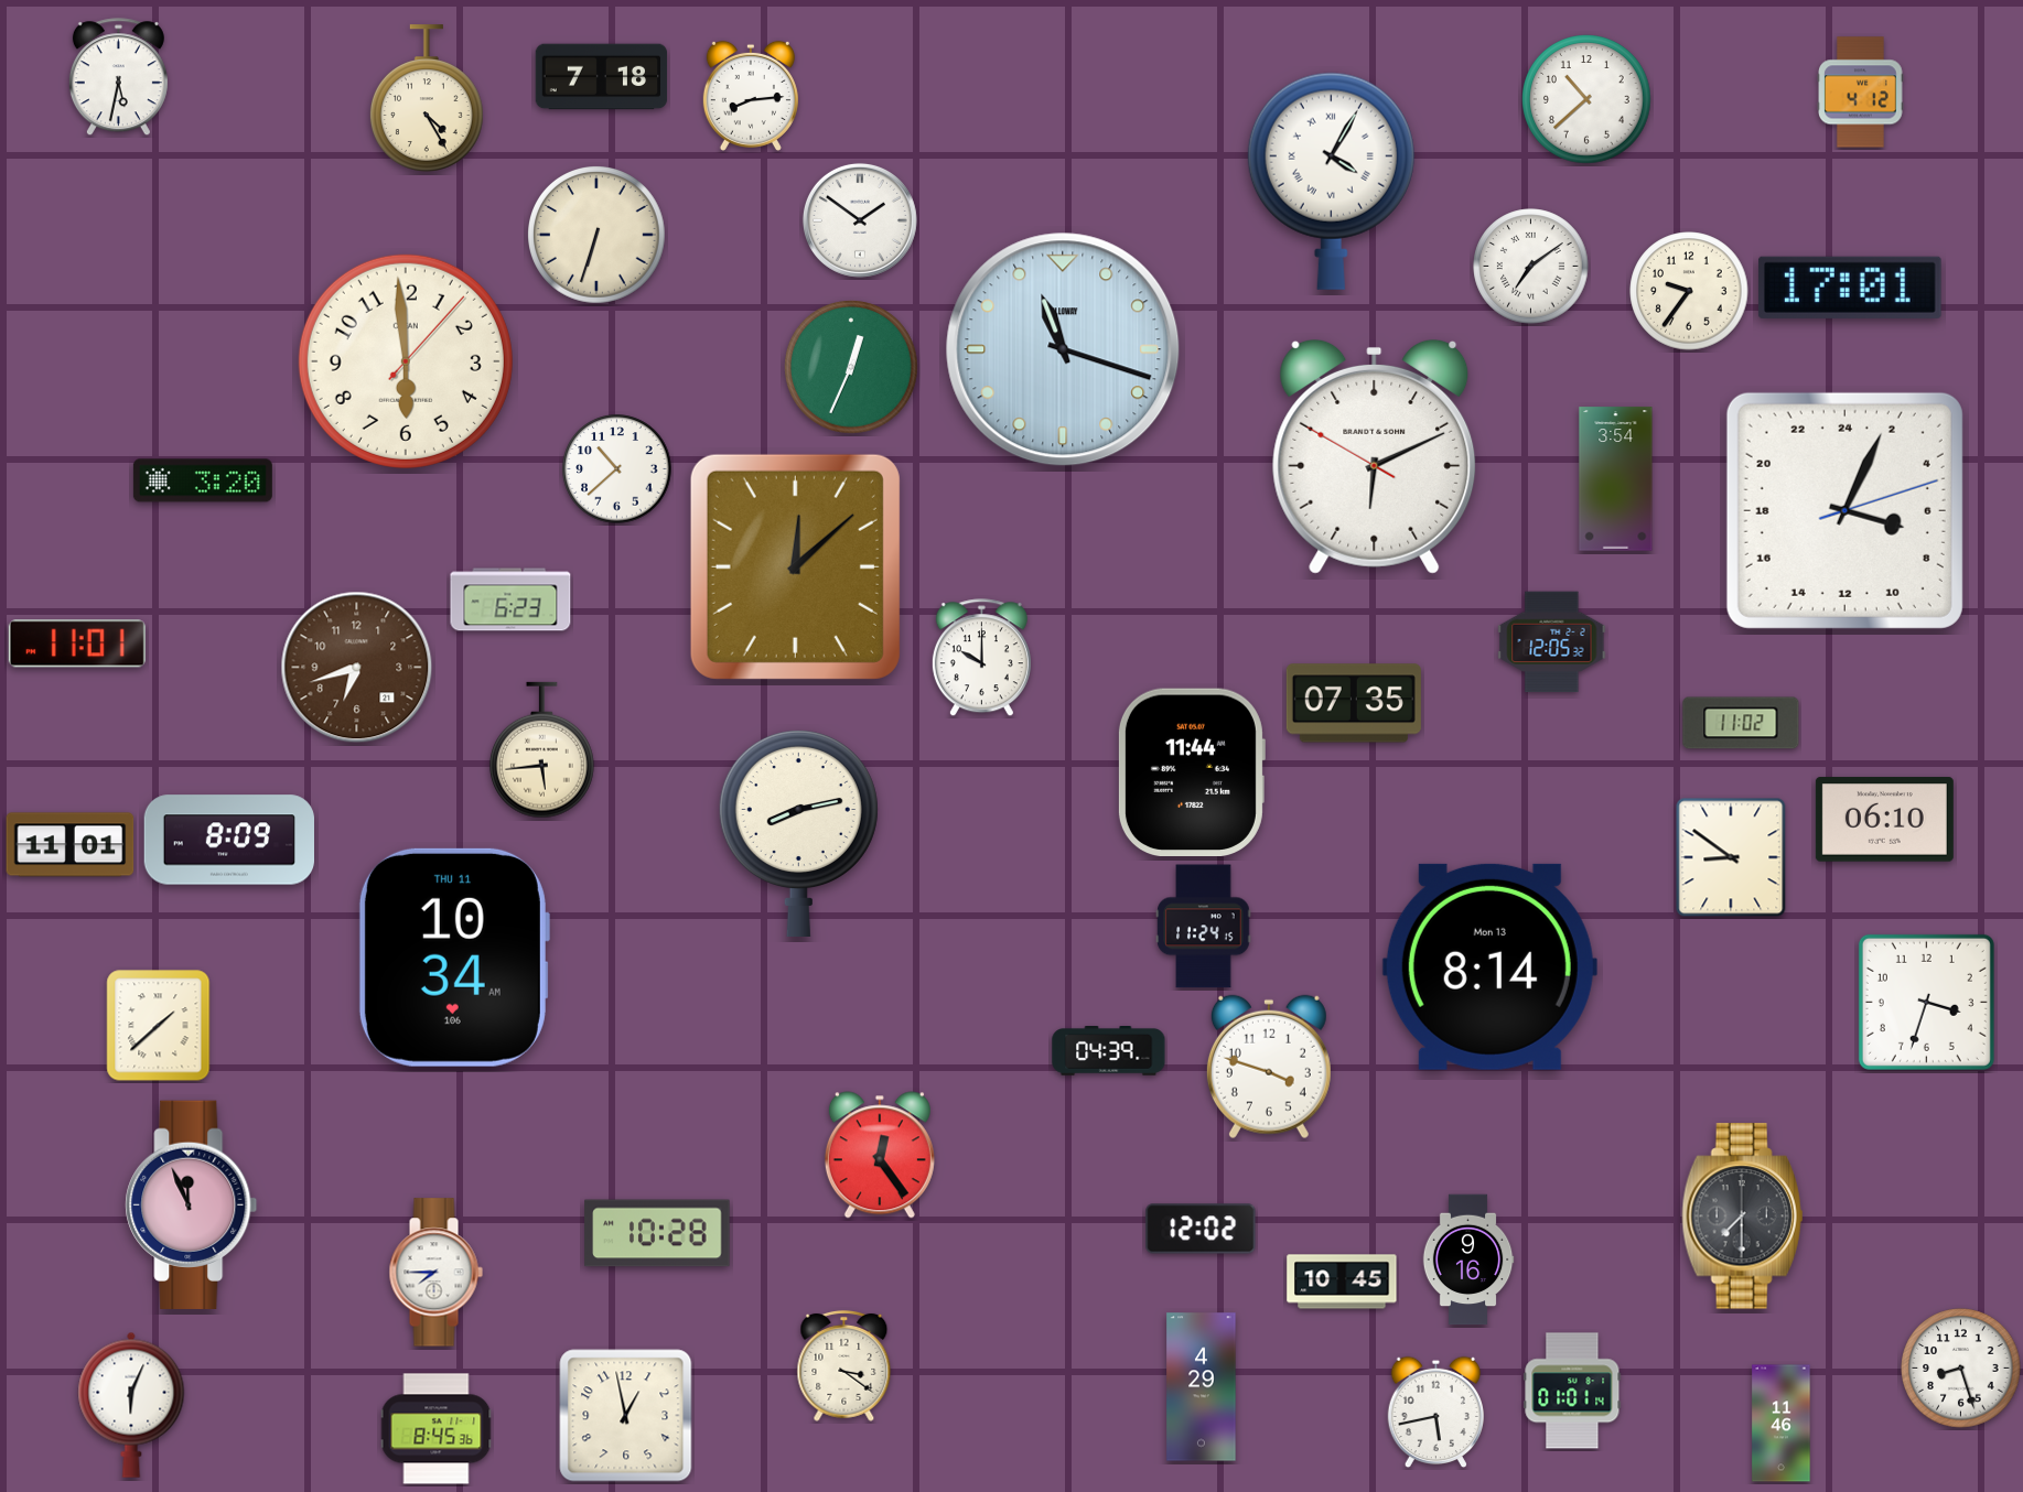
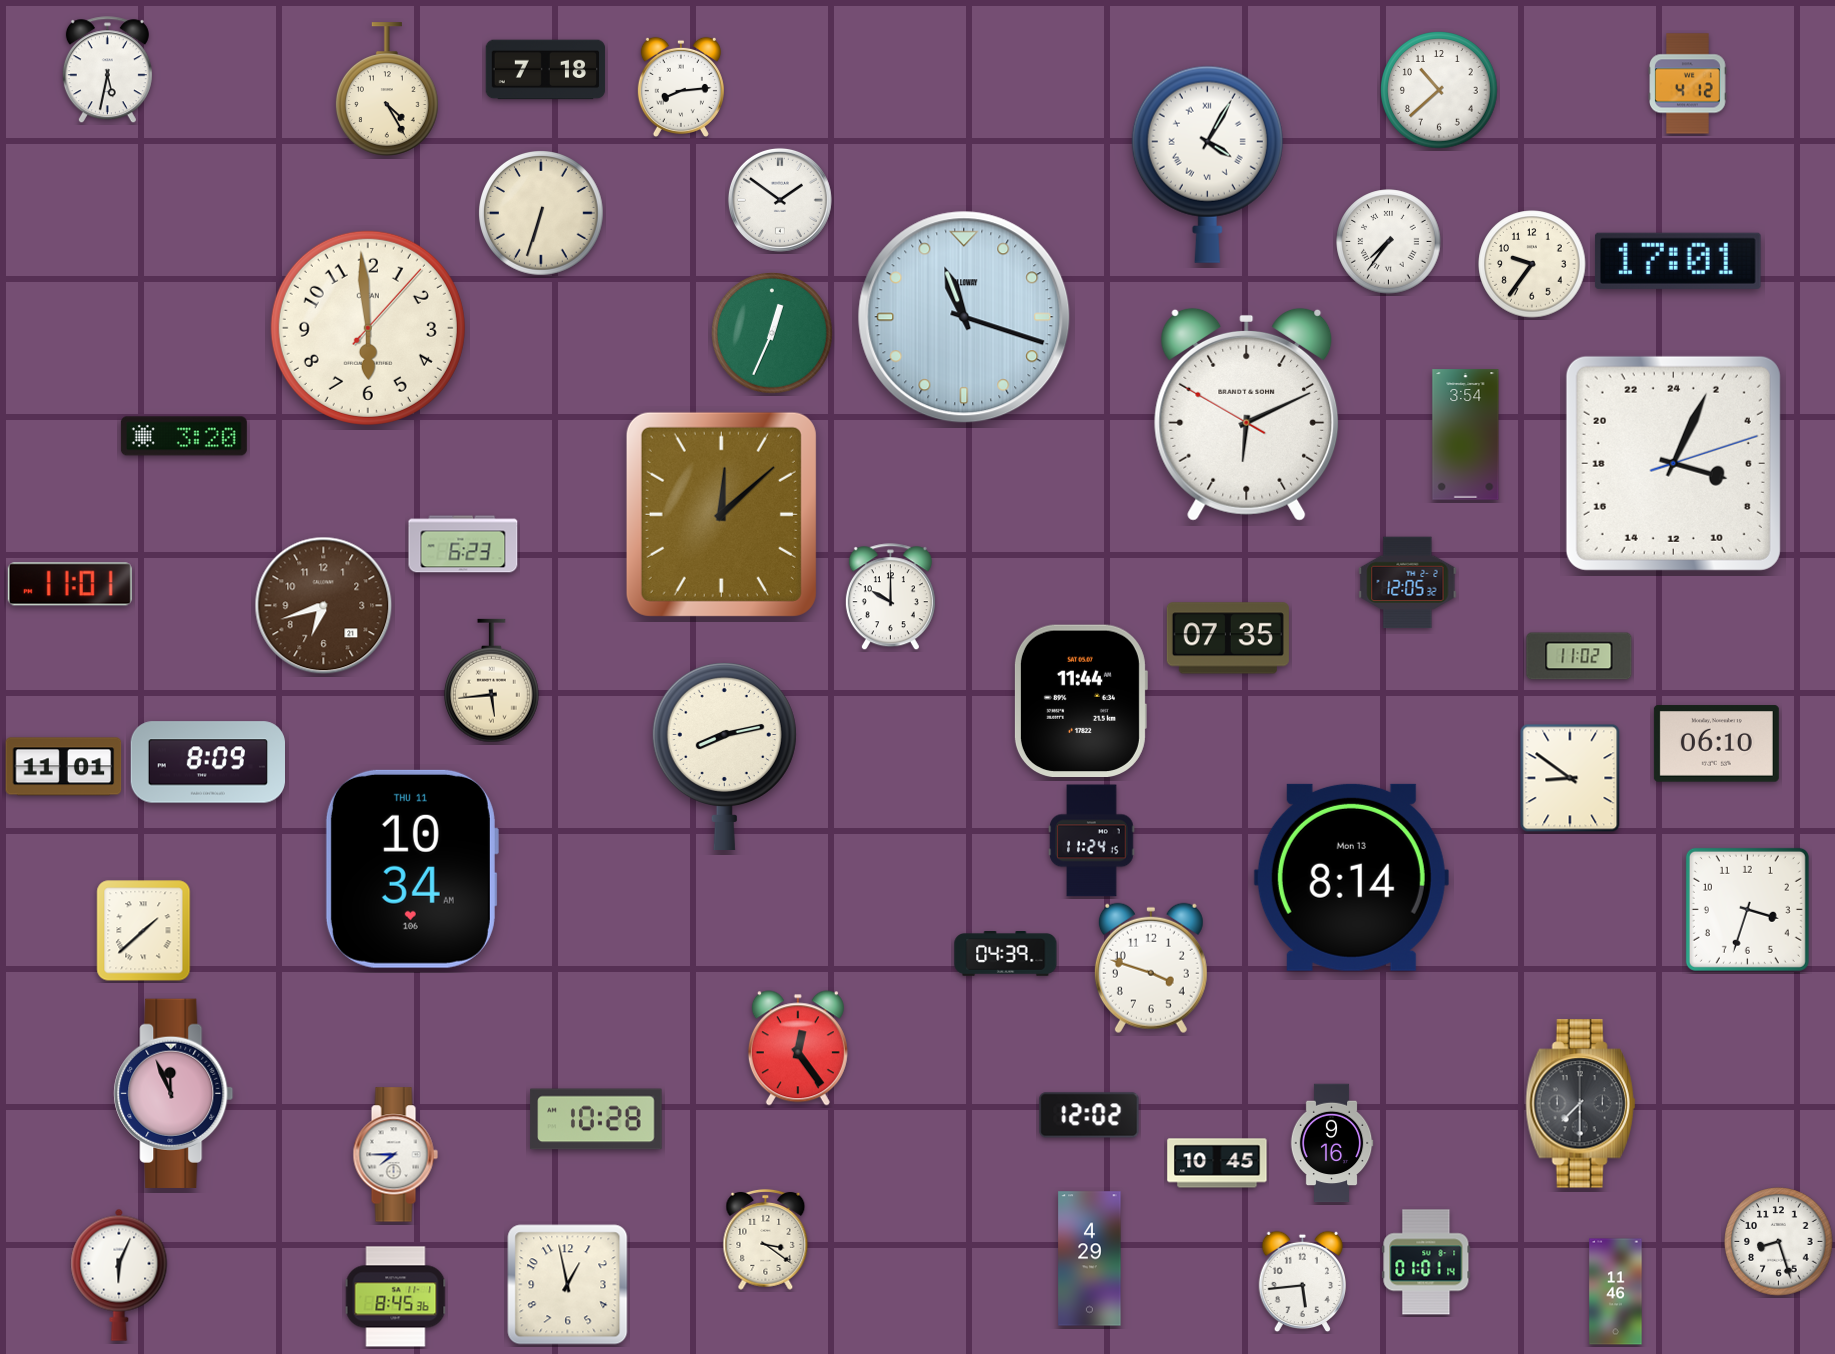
clock at (1531, 267): 7:09 -> 7:36
clock at (617, 469): 10:38 -> none
clock at (1884, 820) position: (1884, 820) -> (1716, 744)
clock at (1435, 1413): 5:43 -> 5:44
